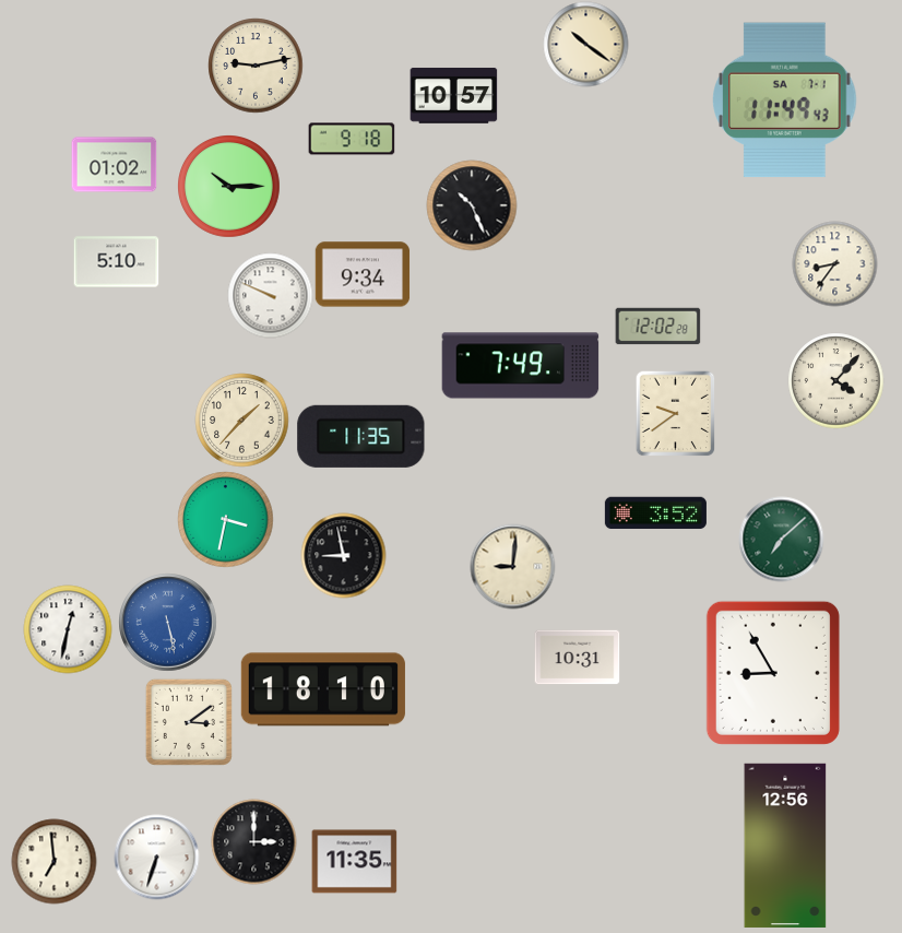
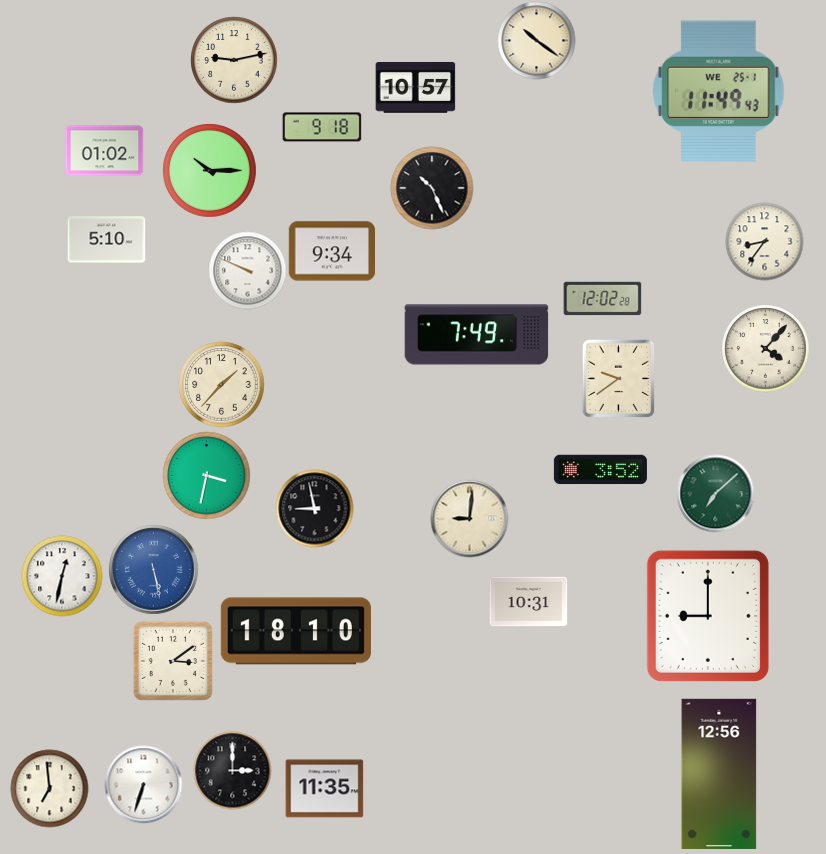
clock at (785, 101) date: SA 7-1 -> WE 25-1
clock at (361, 436): 11:35 -> none
clock at (773, 673): 8:55 -> 9:00
